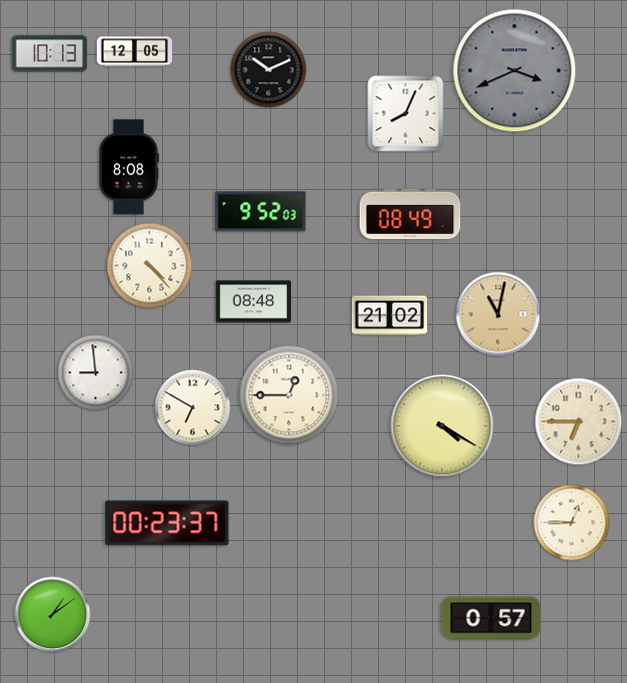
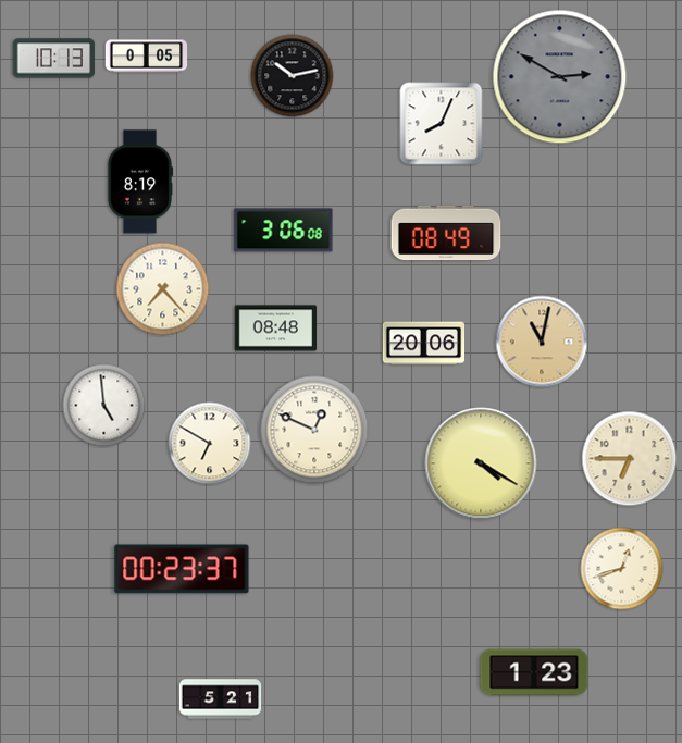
clock at (135, 52): 12:05 -> 0:05
clock at (269, 70): 10:11 -> 10:13
clock at (515, 71): 3:41 -> 2:50
clock at (129, 167): 8:08 -> 8:19
clock at (261, 212): 9:52 -> 3:06
clock at (150, 266): 4:23 -> 7:23
clock at (390, 316): 21:02 -> 20:06
clock at (96, 373): 8:59 -> 4:59
clock at (289, 395): 12:45 -> 12:49
clock at (572, 523): 12:45 -> 12:42
clock at (53, 615): 1:09 -> none
clock at (491, 618): 0:57 -> 1:23
clock at (221, 699): none -> 5:21
